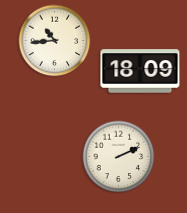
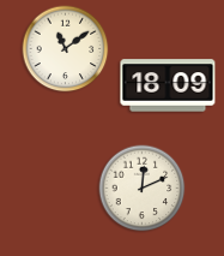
clock at (55, 41): 10:44 -> 11:09
clock at (119, 157): 2:11 -> 12:11
